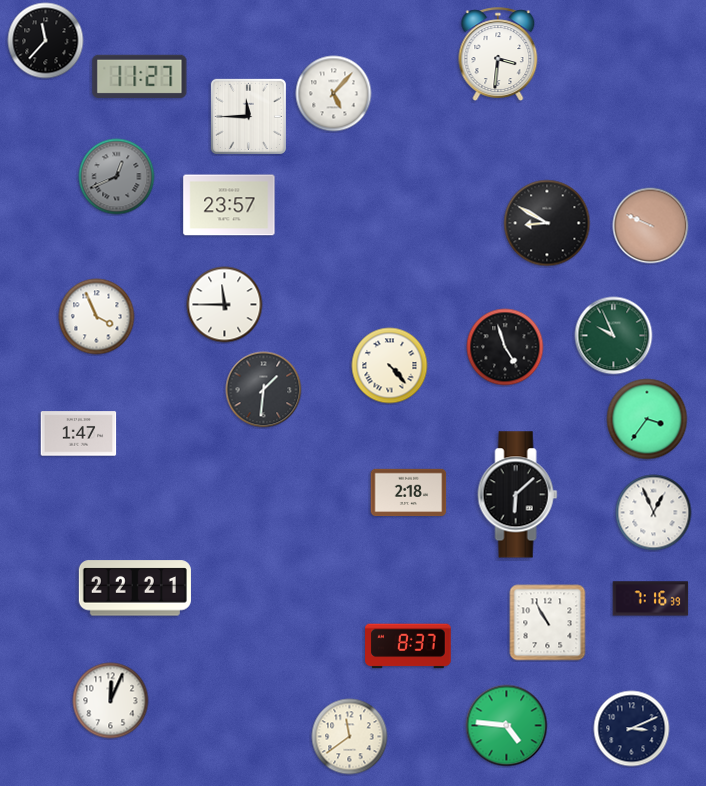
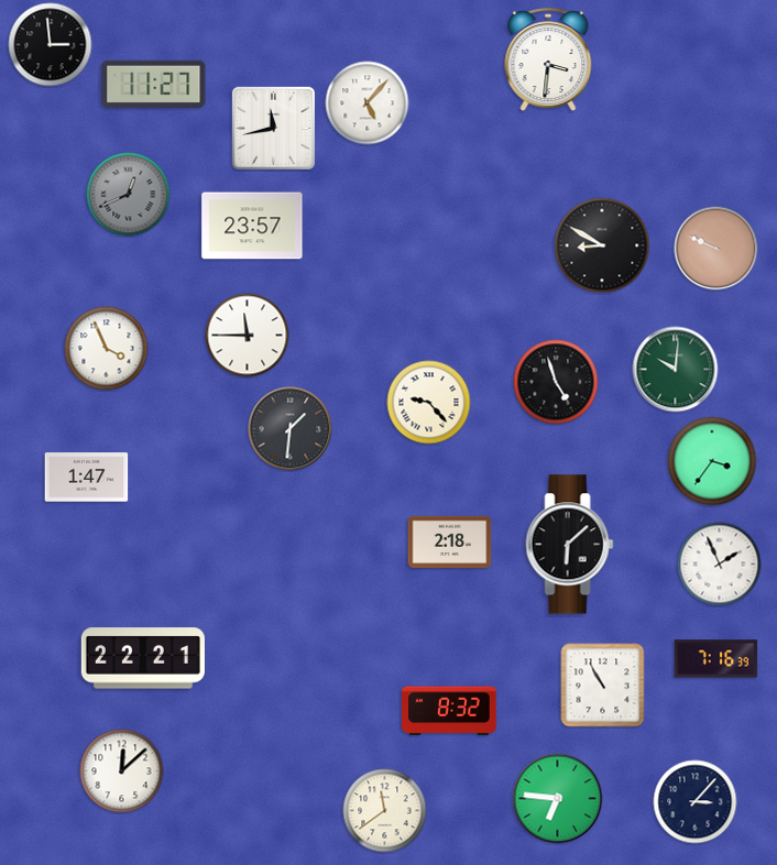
clock at (46, 41): 11:37 -> 2:59
clock at (248, 116): 11:45 -> 11:43
clock at (614, 336): 9:56 -> 10:01
clock at (390, 366): 4:23 -> 9:23
clock at (654, 513): 12:56 -> 1:56
clock at (135, 588) position: (135, 588) -> (143, 658)
clock at (408, 646): 8:37 -> 8:32
clock at (111, 701): 12:04 -> 12:08
clock at (507, 726): 4:46 -> 6:46
clock at (632, 729): 3:11 -> 3:07
